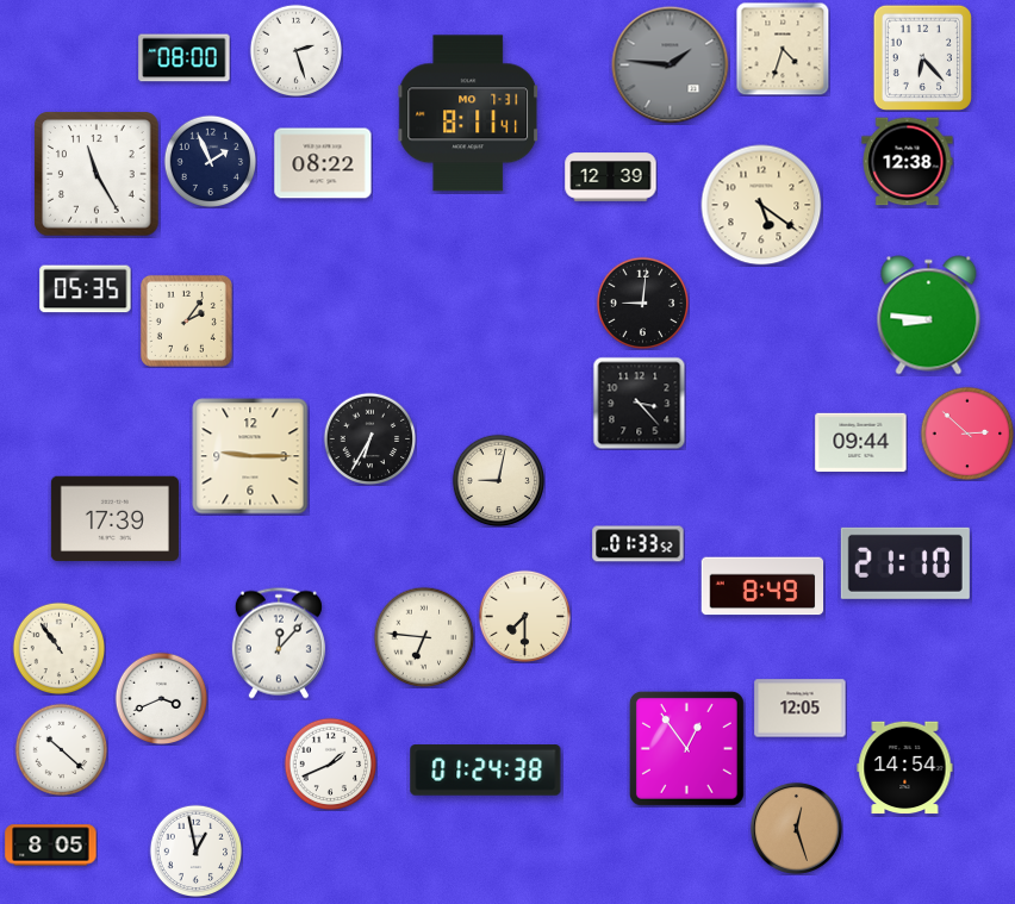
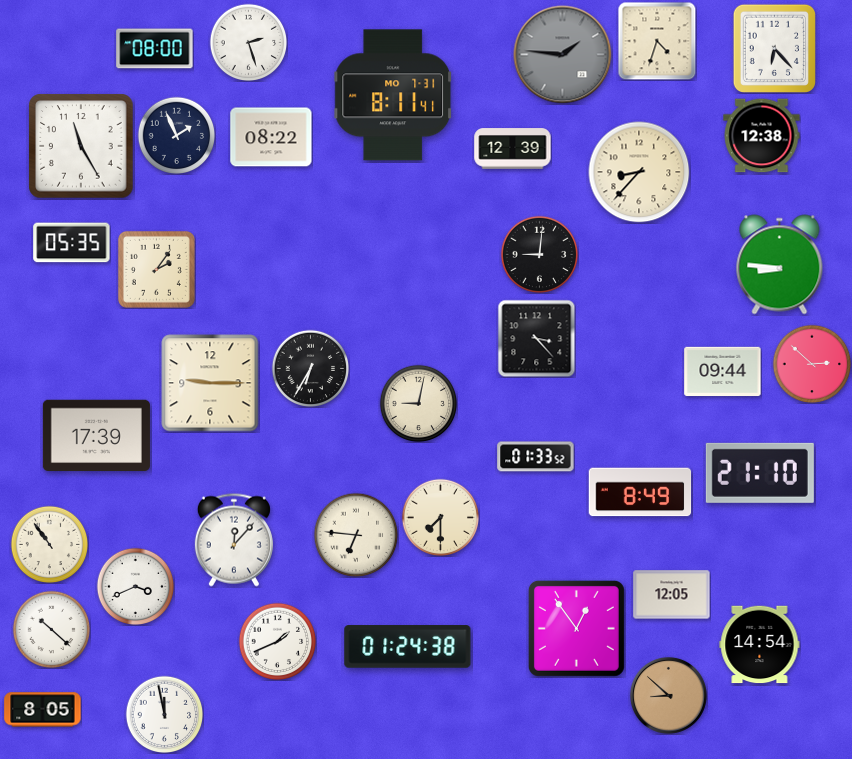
clock at (761, 205): 5:21 -> 8:37
clock at (796, 828): 12:27 -> 8:52
clock at (195, 850): 12:58 -> 11:58
